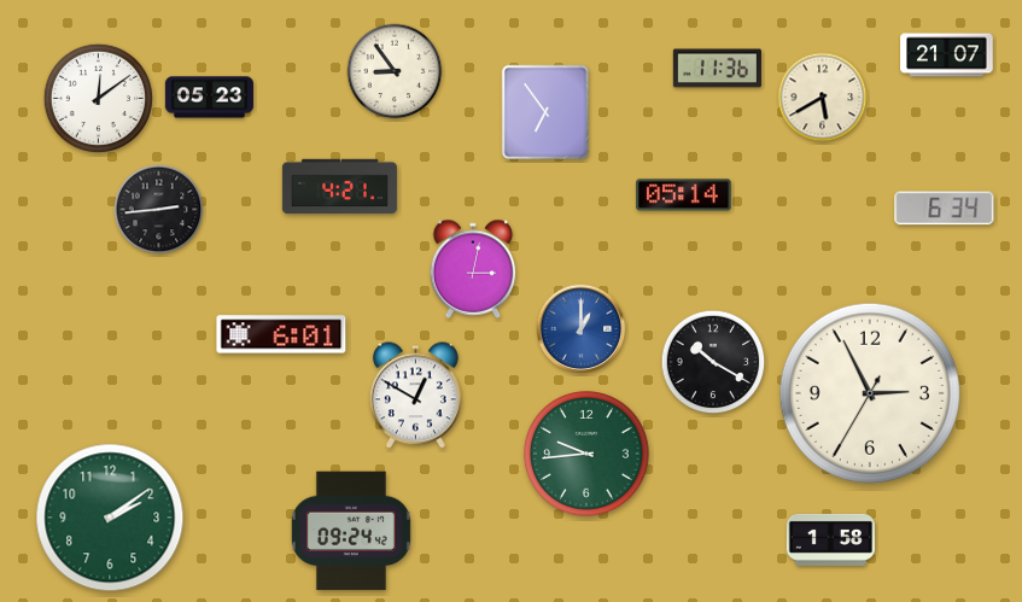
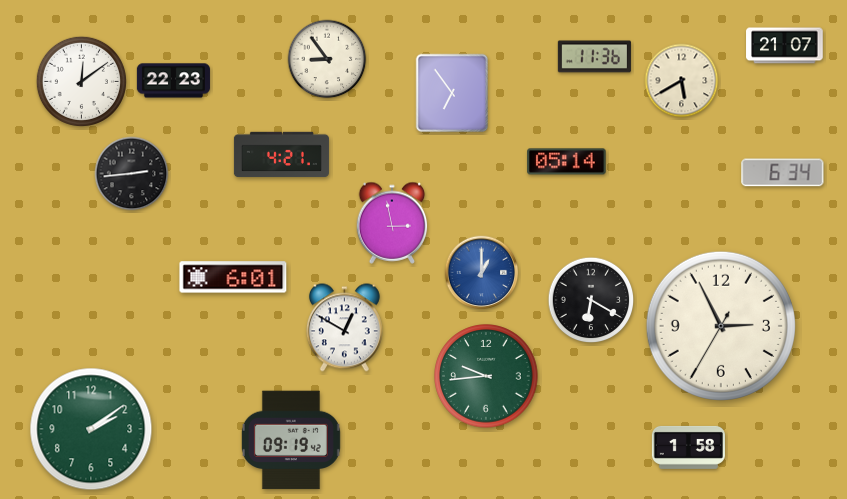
clock at (209, 98): 05:23 -> 22:23
clock at (473, 269): 3:02 -> 2:58
clock at (713, 362): 10:20 -> 6:20
clock at (351, 531): 09:24 -> 09:19
